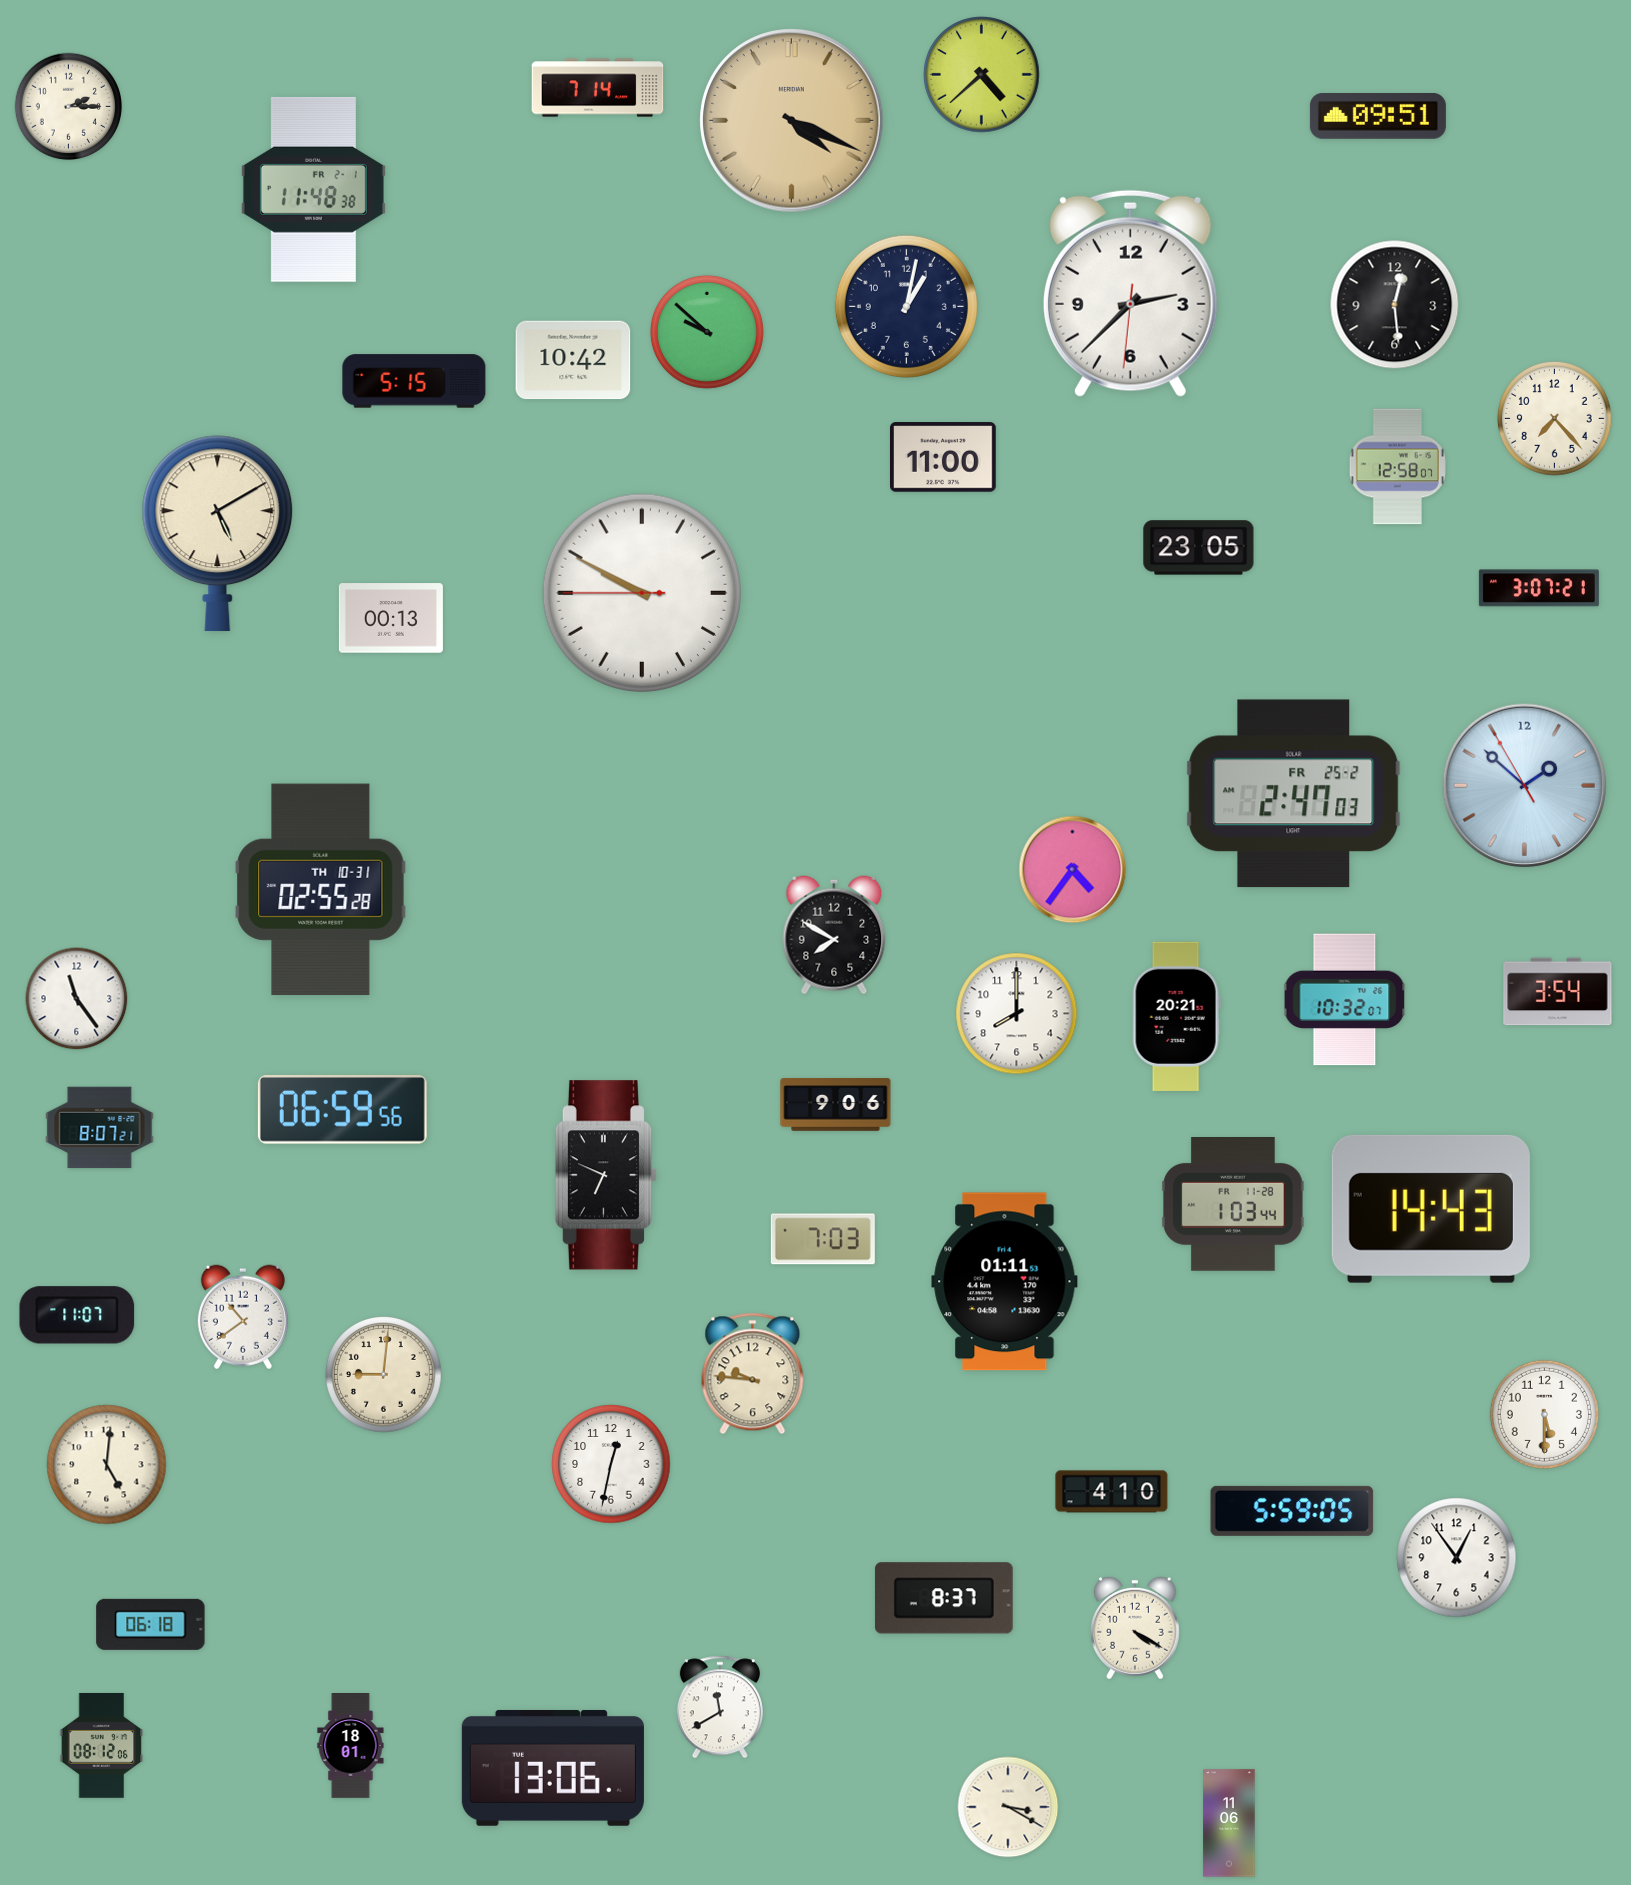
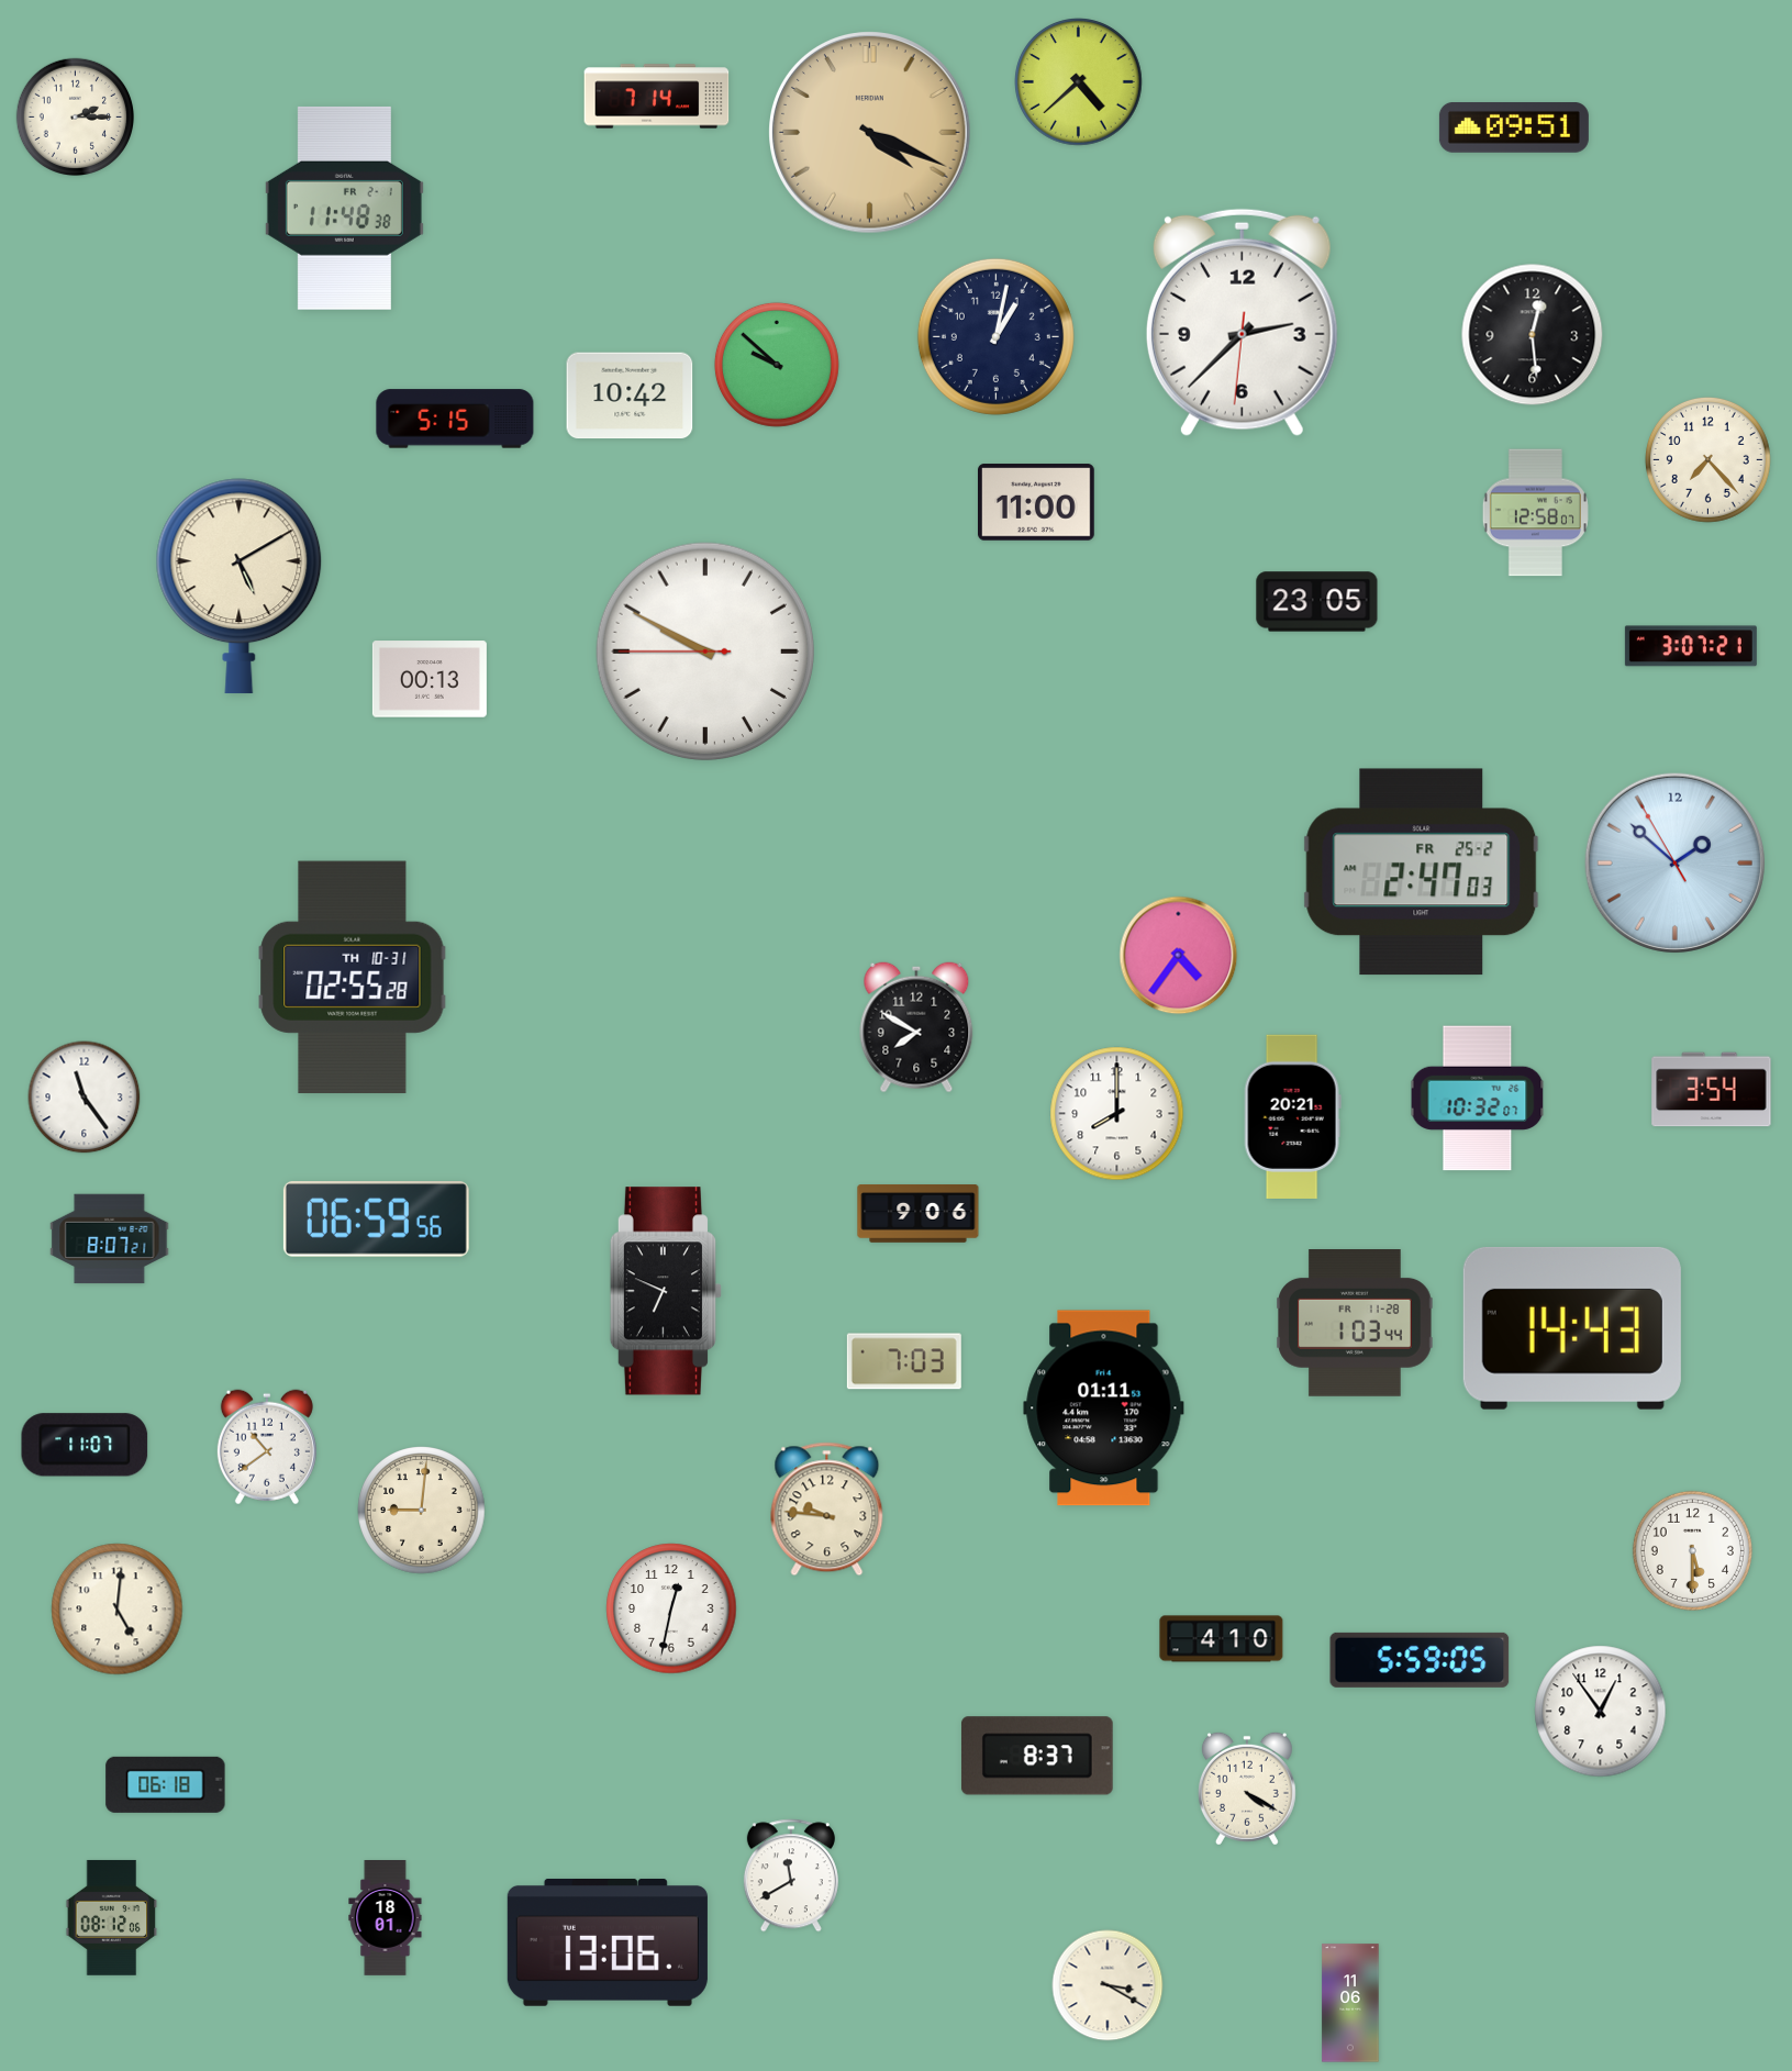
clock at (1544, 1414) position: (1544, 1414) -> (1692, 1550)
